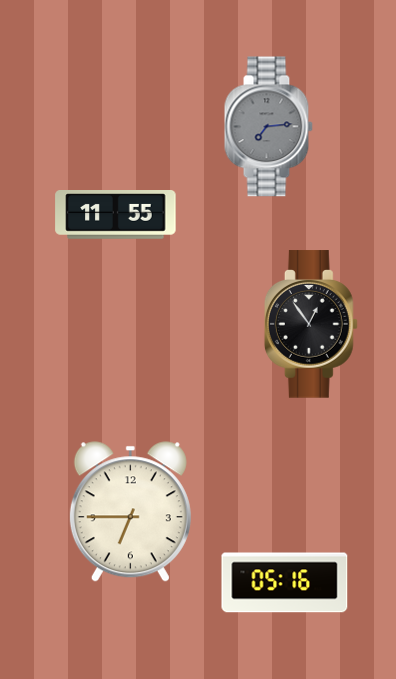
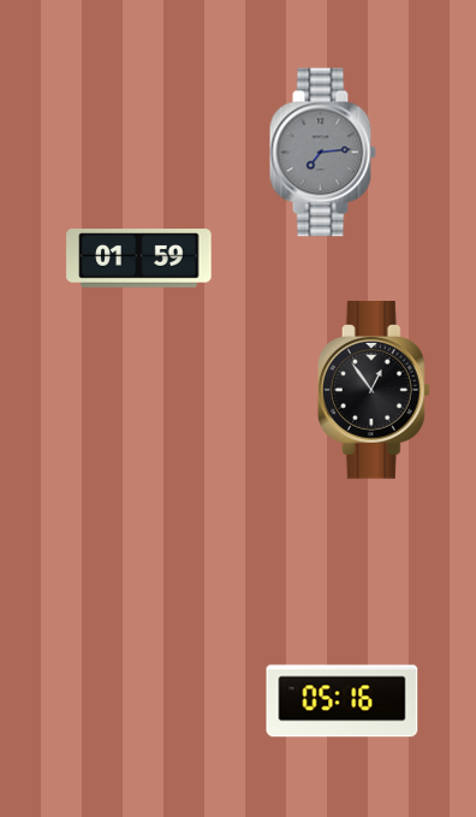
clock at (116, 215): 11:55 -> 01:59
clock at (130, 512): 6:45 -> none
